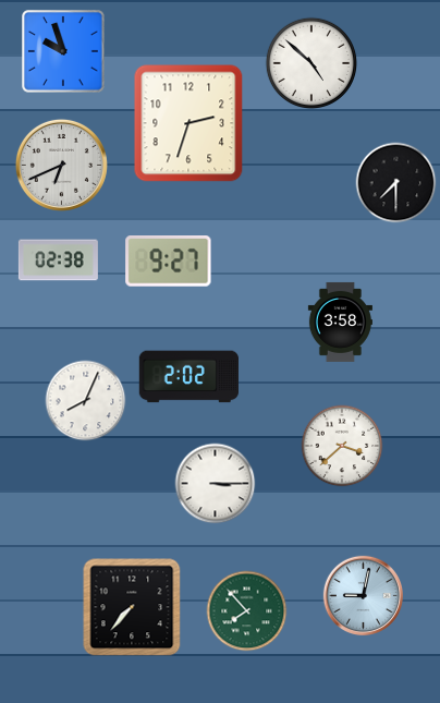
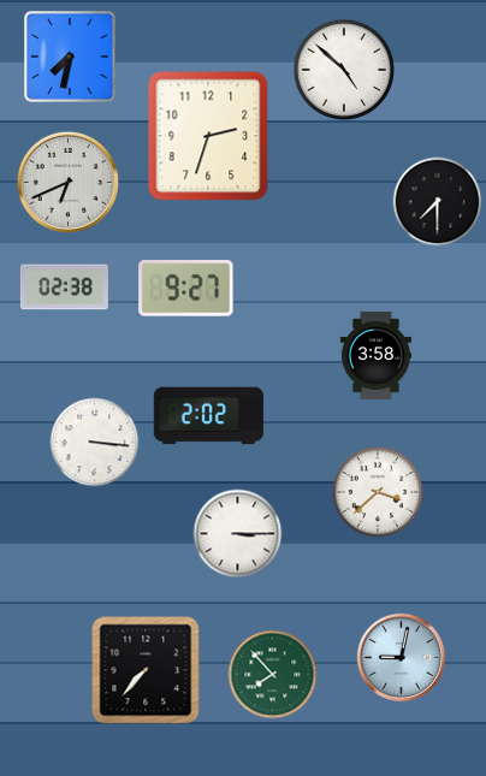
clock at (63, 51): 9:57 -> 7:32
clock at (86, 401): 8:04 -> 3:16
